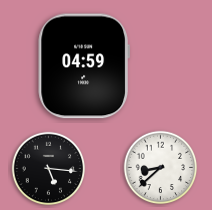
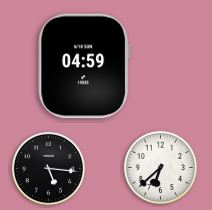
clock at (161, 168): 8:38 -> 6:38
